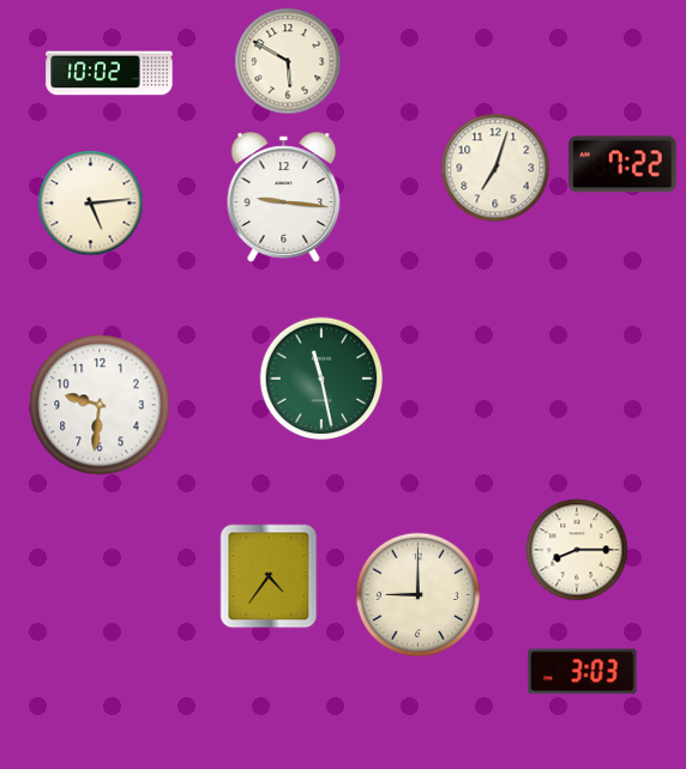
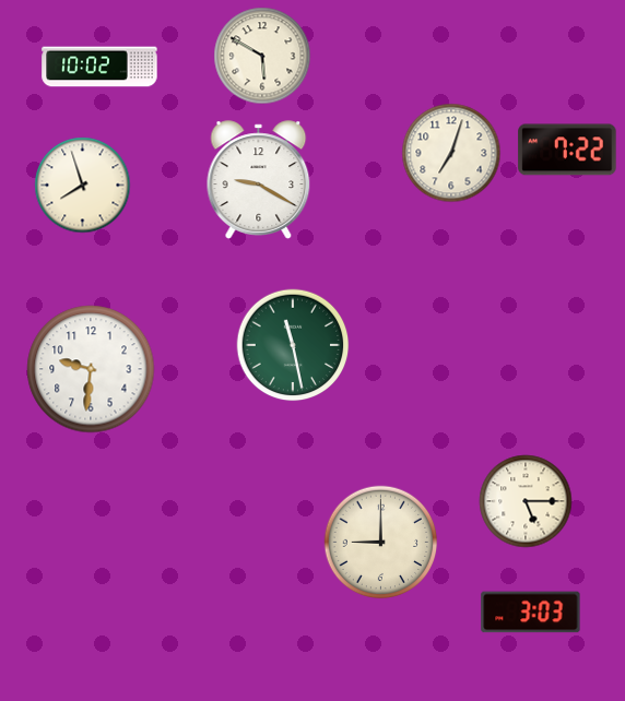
clock at (284, 198): 9:16 -> 9:20
clock at (91, 204): 5:14 -> 7:57
clock at (577, 550): 8:15 -> 5:15
clock at (269, 576): 4:36 -> none
